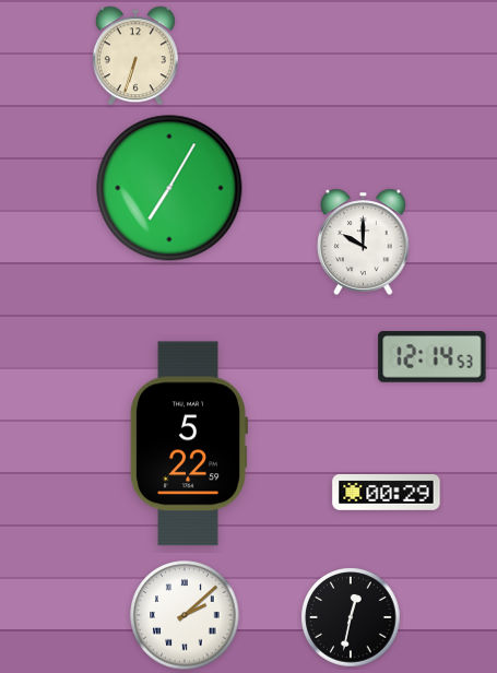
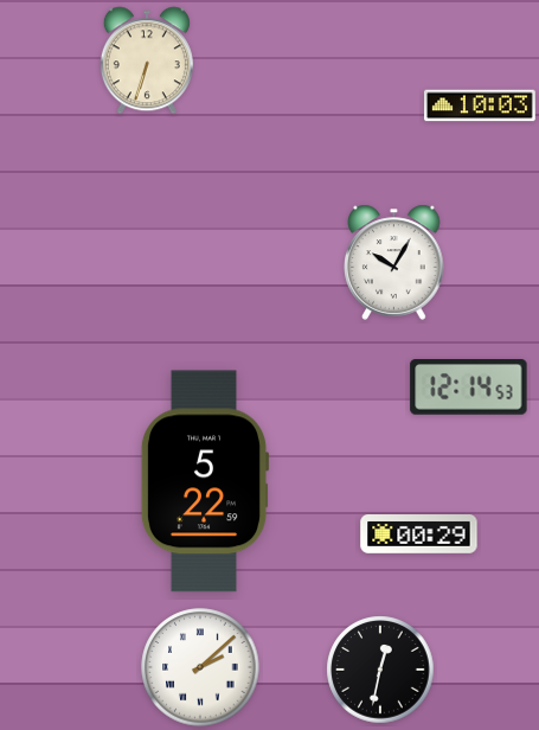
clock at (481, 105): none -> 10:03
clock at (169, 188): 7:05 -> none
clock at (364, 241): 10:00 -> 10:05
